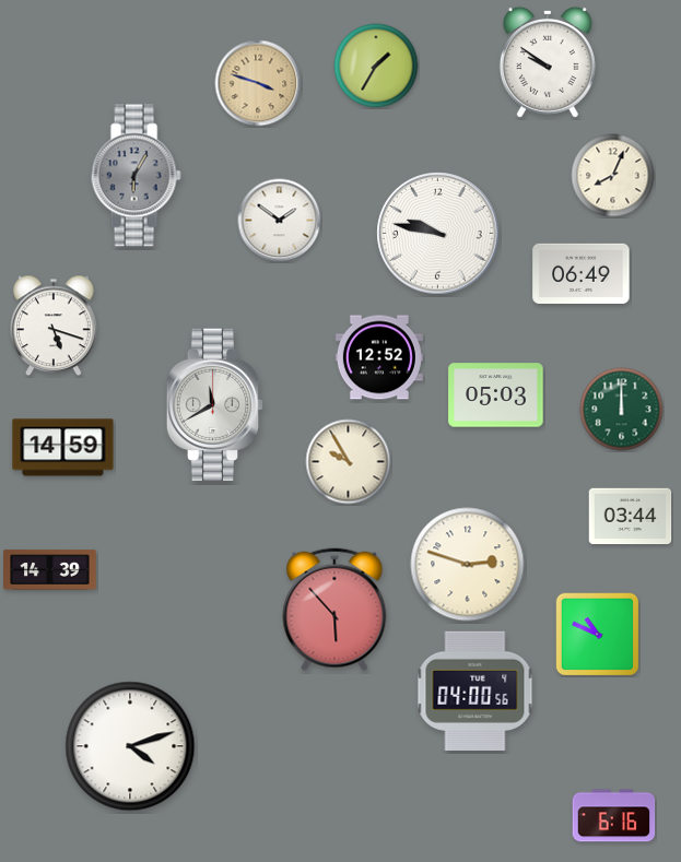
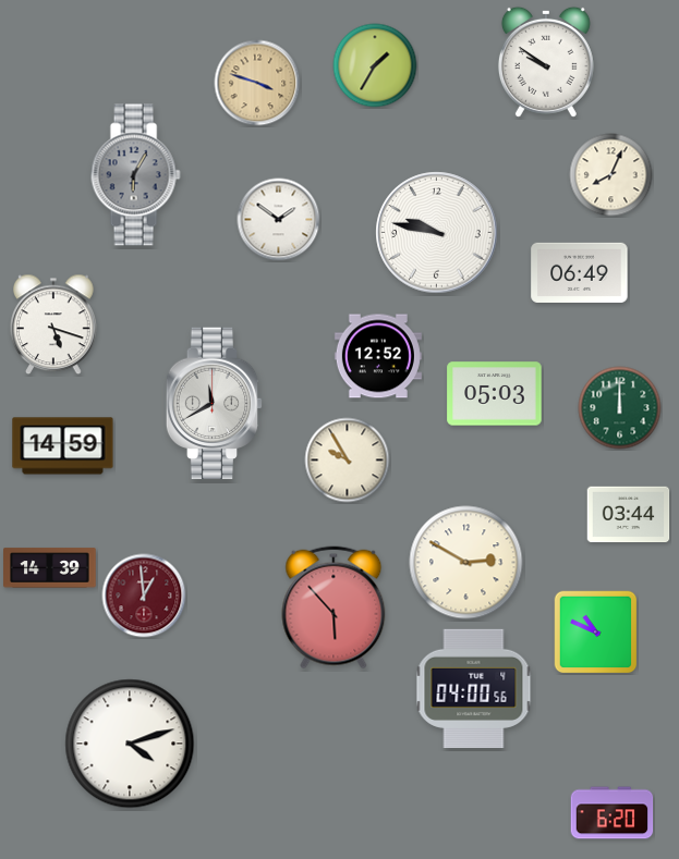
clock at (468, 565): 2:48 -> 2:50
clock at (144, 596): none -> 12:59
clock at (614, 816): 6:16 -> 6:20
